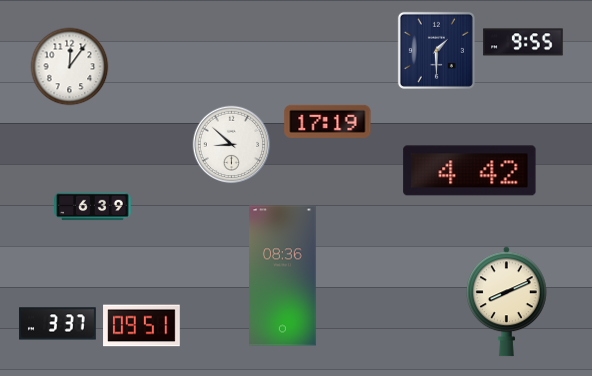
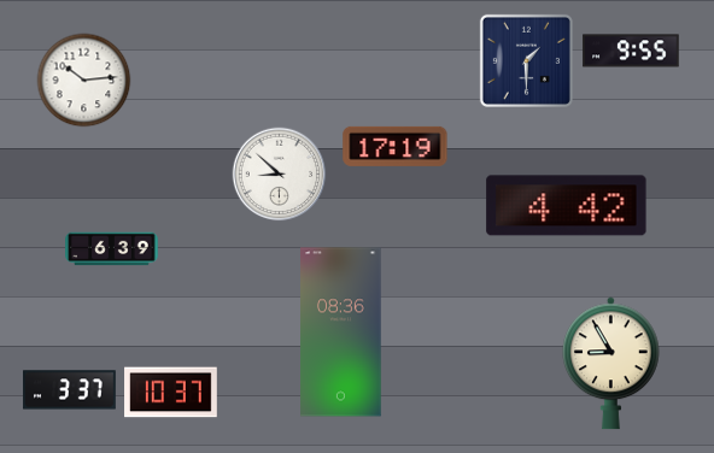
clock at (69, 66): 12:06 -> 10:14
clock at (507, 302): 8:11 -> 8:55
clock at (142, 326): 09:51 -> 10:37
